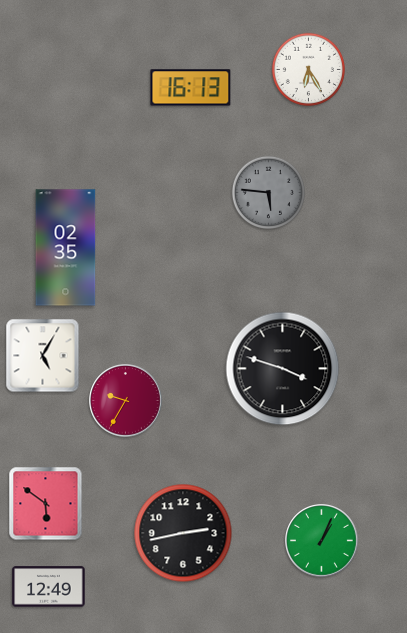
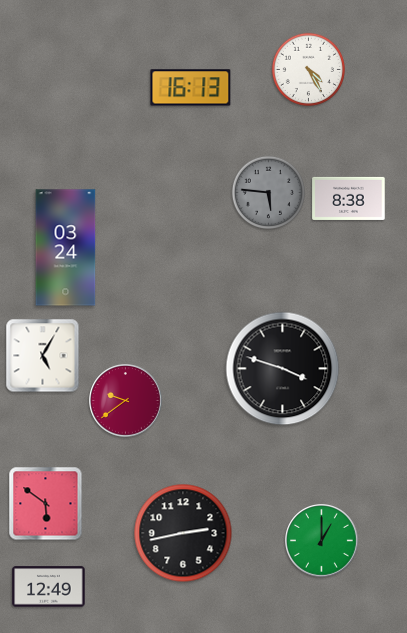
clock at (308, 69): 6:25 -> 4:25
clock at (349, 198): none -> 8:38
clock at (66, 248): 02:35 -> 03:24
clock at (126, 401): 9:35 -> 9:39
clock at (322, 541): 1:04 -> 1:00
